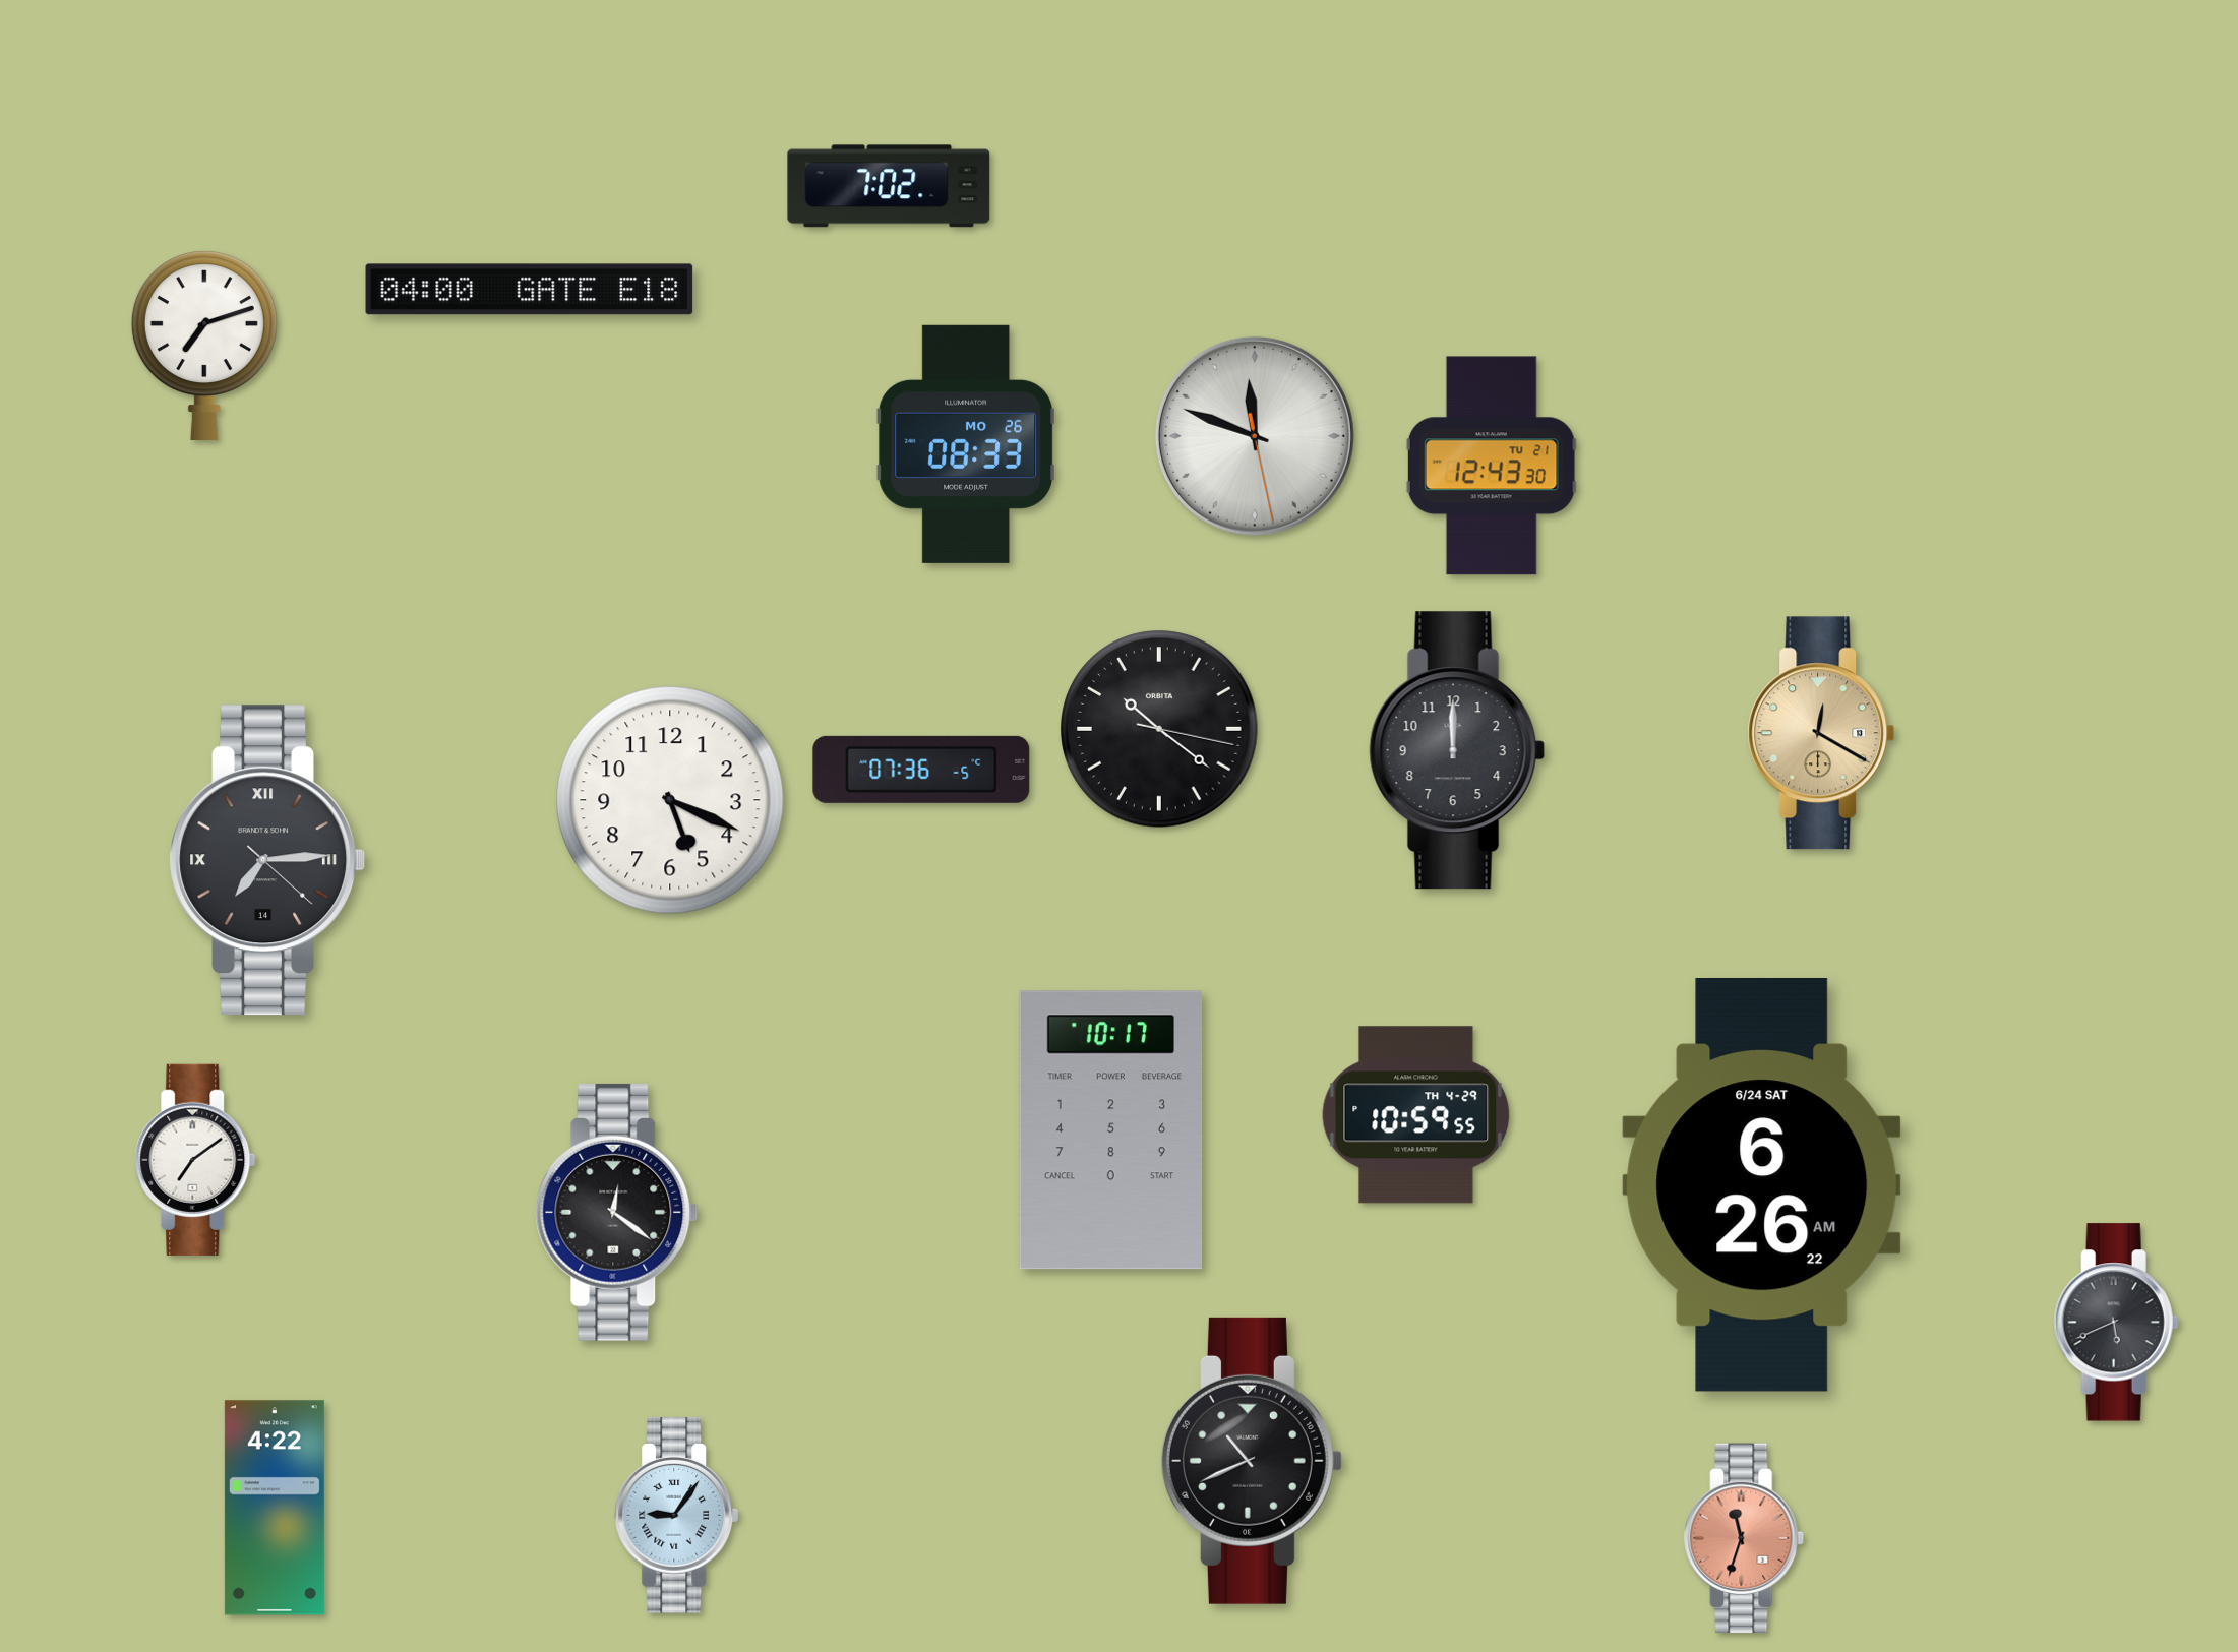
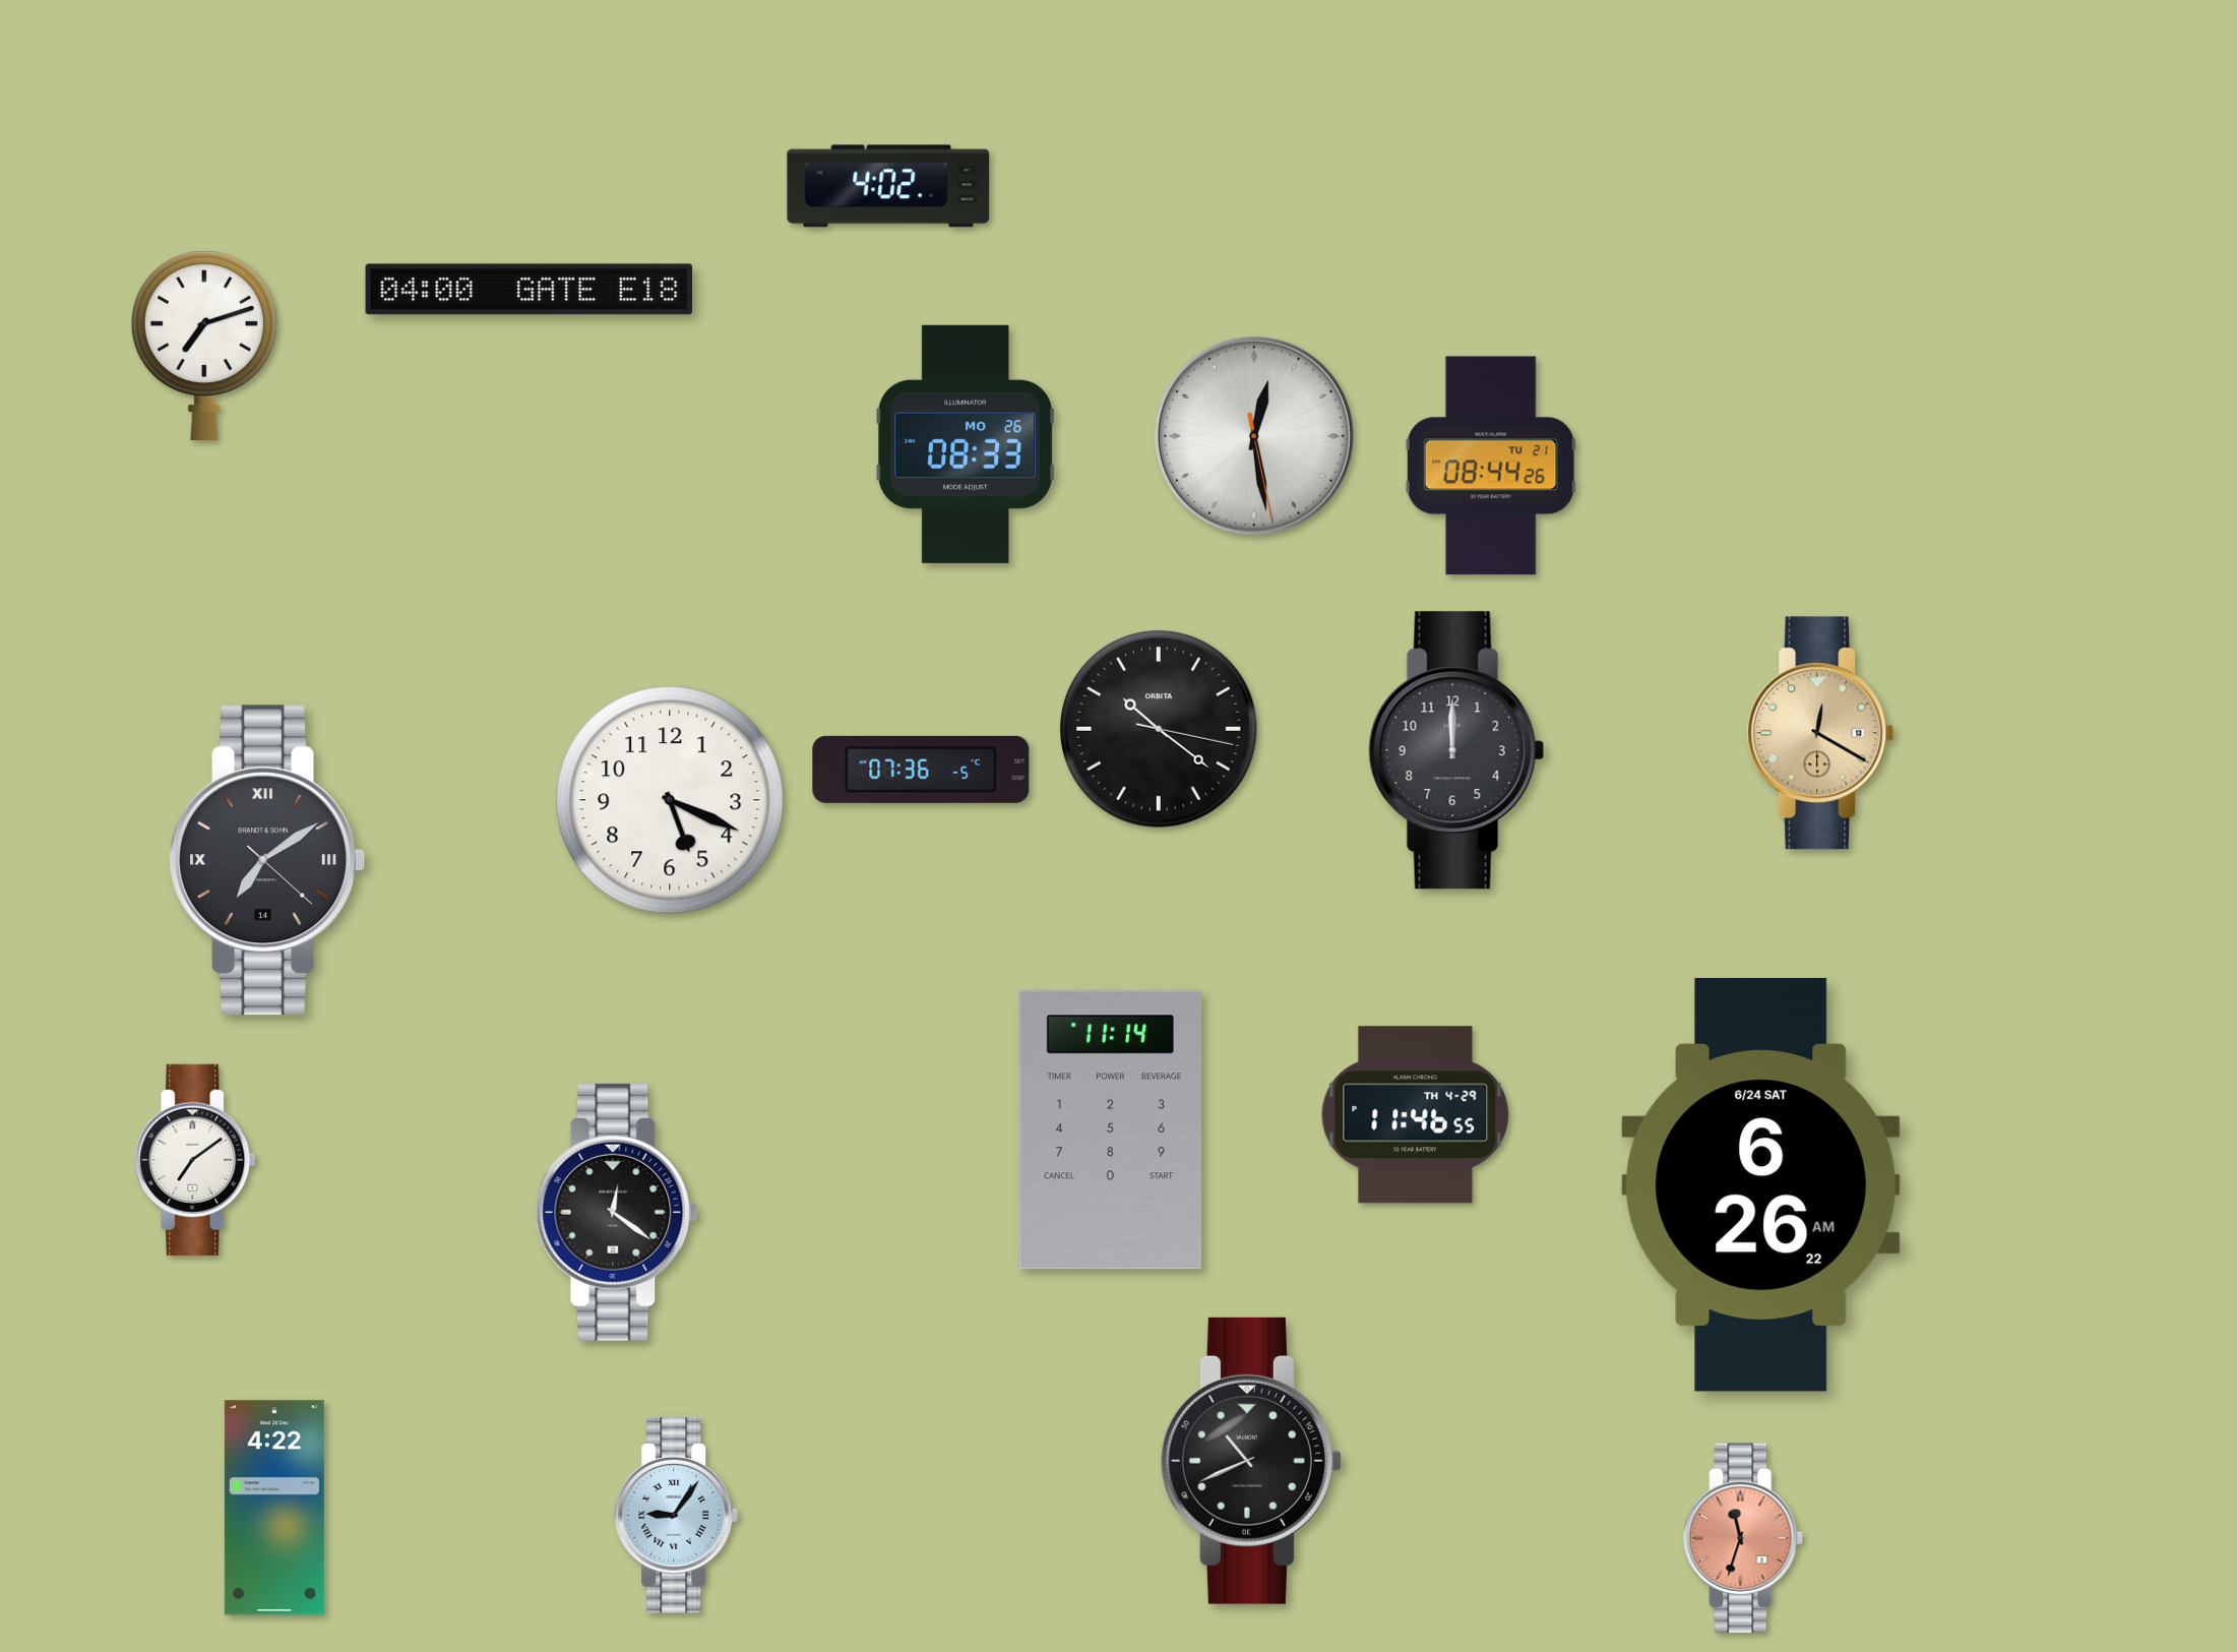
clock at (889, 186): 7:02 -> 4:02
clock at (1255, 436): 11:48 -> 12:28
clock at (1492, 466): 12:43 -> 08:44
clock at (267, 860): 7:14 -> 7:09
clock at (1416, 1115): 10:59 -> 11:46
clock at (1111, 1130): 10:17 -> 11:14
clock at (2116, 1323): 5:41 -> none
